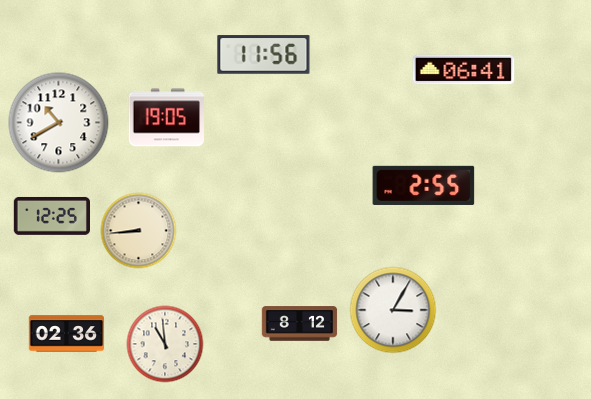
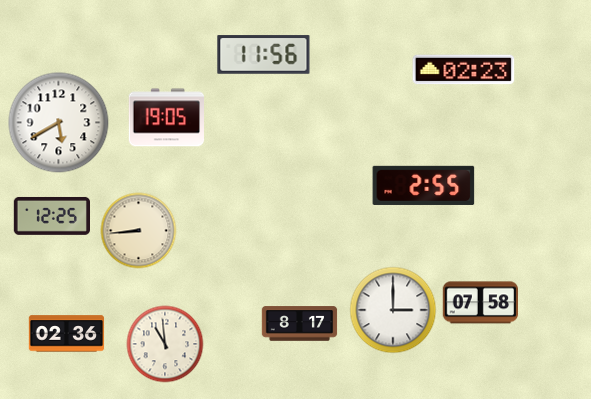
clock at (464, 70): 06:41 -> 02:23
clock at (59, 123): 10:40 -> 5:40
clock at (480, 303): none -> 07:58
clock at (393, 310): 3:05 -> 3:00
clock at (300, 324): 8:12 -> 8:17
